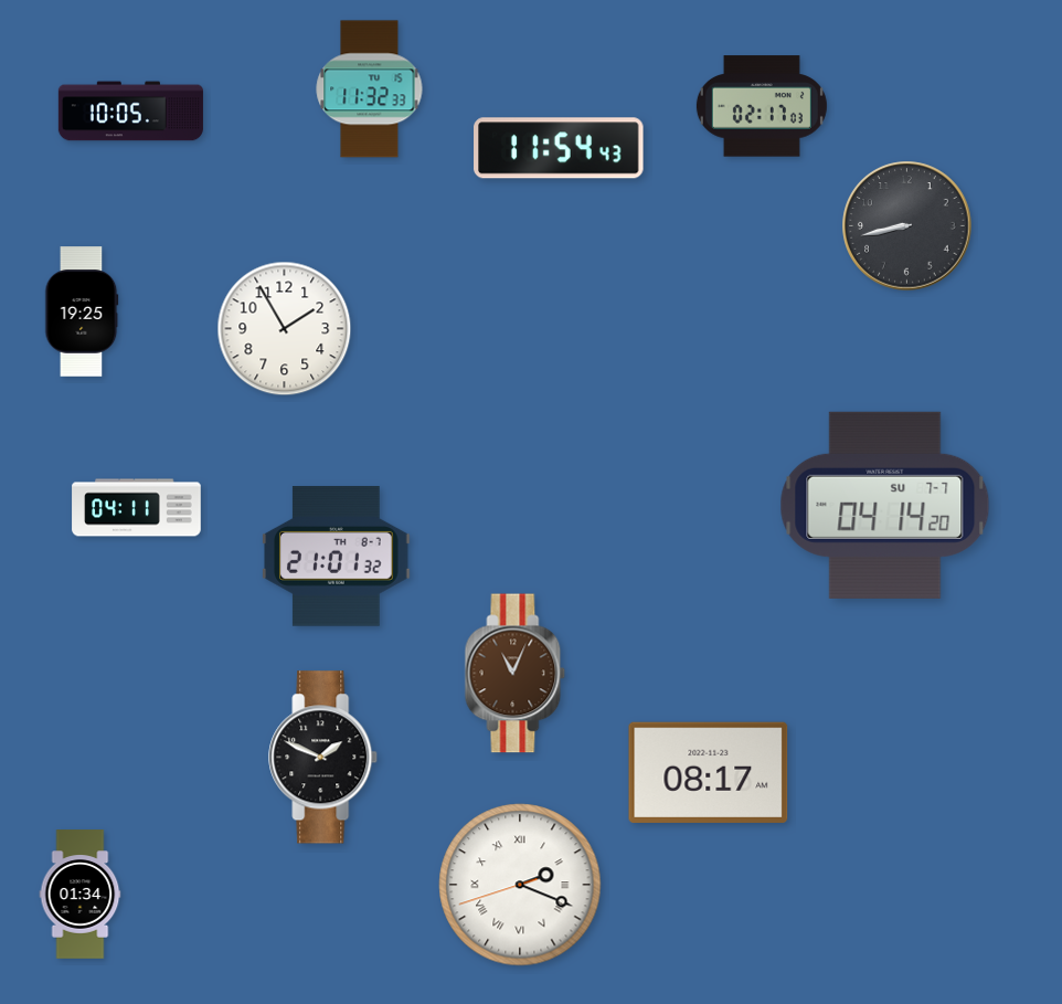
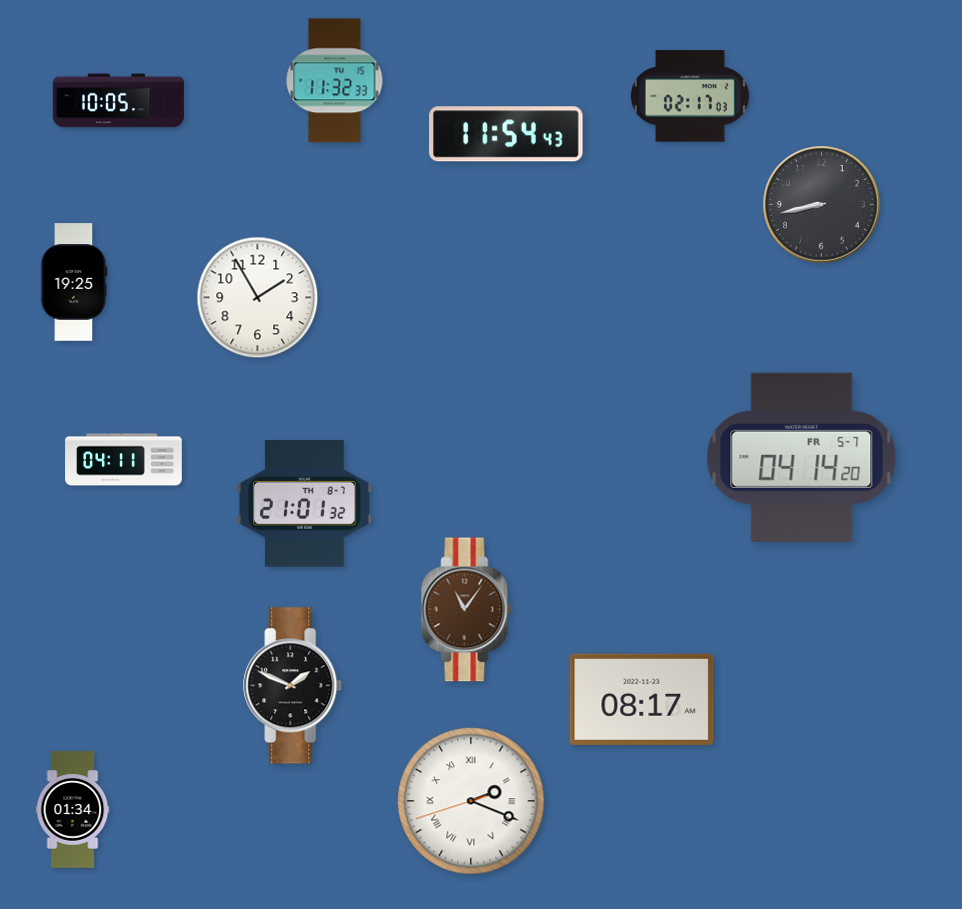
clock at (885, 505) date: SU 7-7 -> FR 5-7
clock at (516, 674): 11:04 -> 11:06
